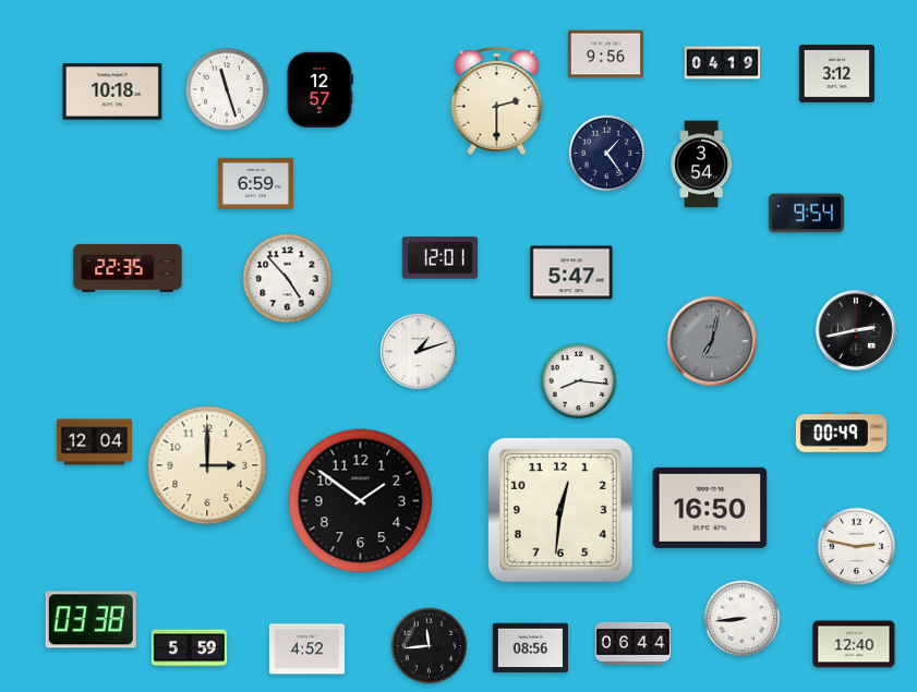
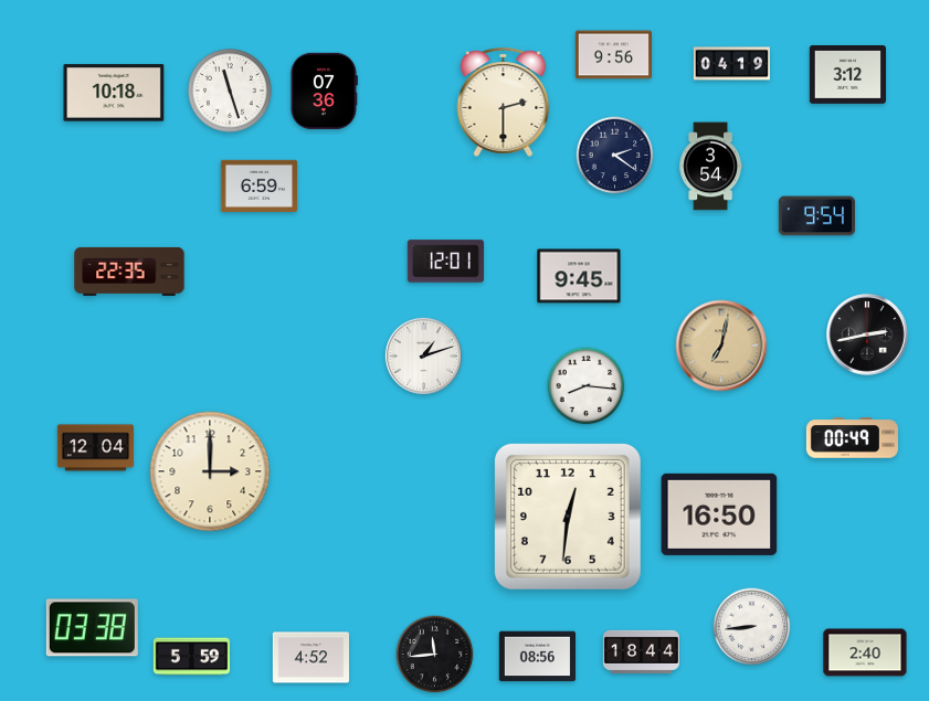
clock at (319, 89): 12:57 -> 07:36
clock at (607, 154): 1:24 -> 2:21
clock at (571, 272): 5:47 -> 9:45
clock at (288, 279): 4:53 -> none
clock at (712, 341) dial: grey -> champagne
clock at (361, 501): 1:51 -> none
clock at (857, 547): 2:47 -> none
clock at (632, 643): 06:44 -> 18:44
clock at (854, 644): 12:40 -> 2:40
